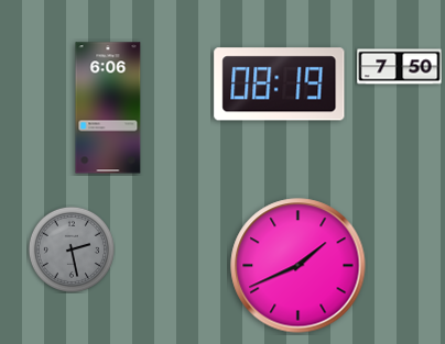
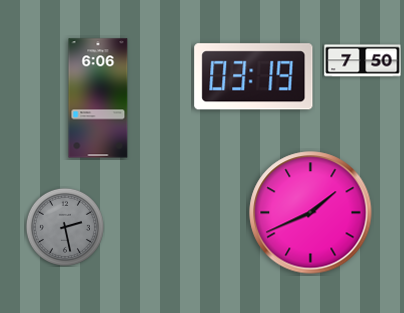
clock at (280, 85): 08:19 -> 03:19
clock at (299, 266) position: (299, 266) -> (311, 213)
